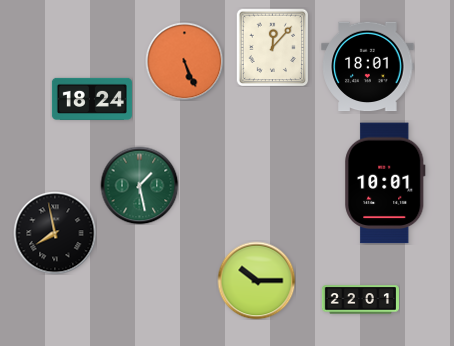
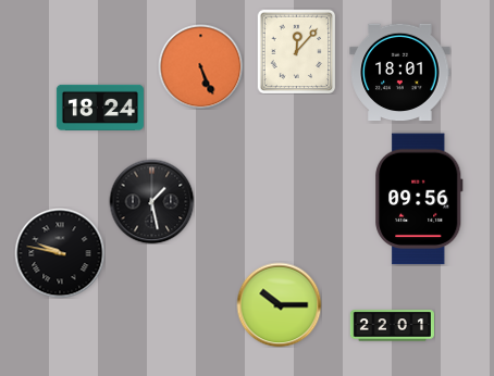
clock at (385, 183): 10:01 -> 09:56
clock at (139, 185) dial: green -> black
clock at (55, 233): 7:58 -> 9:47
